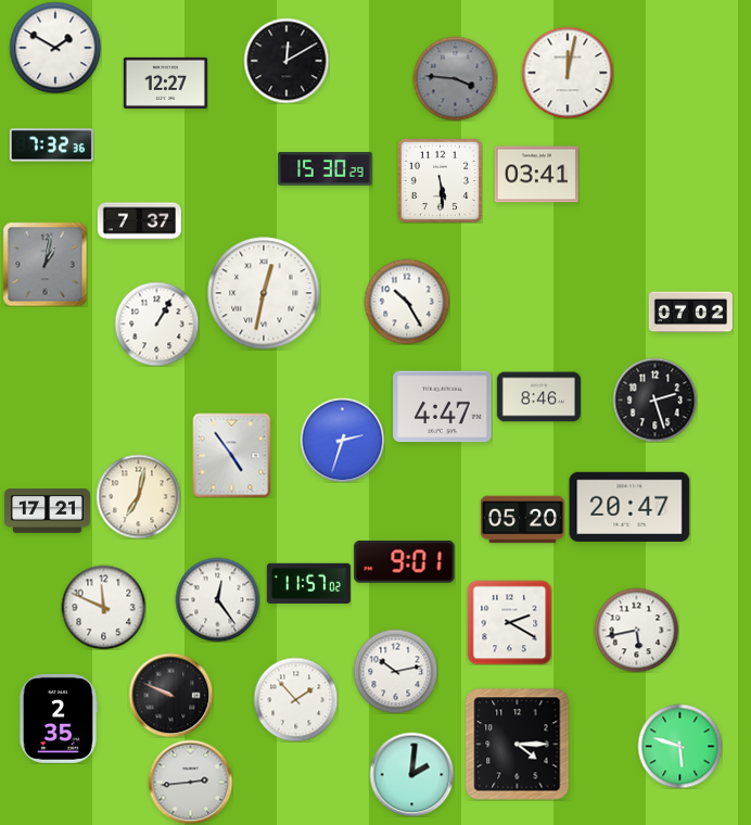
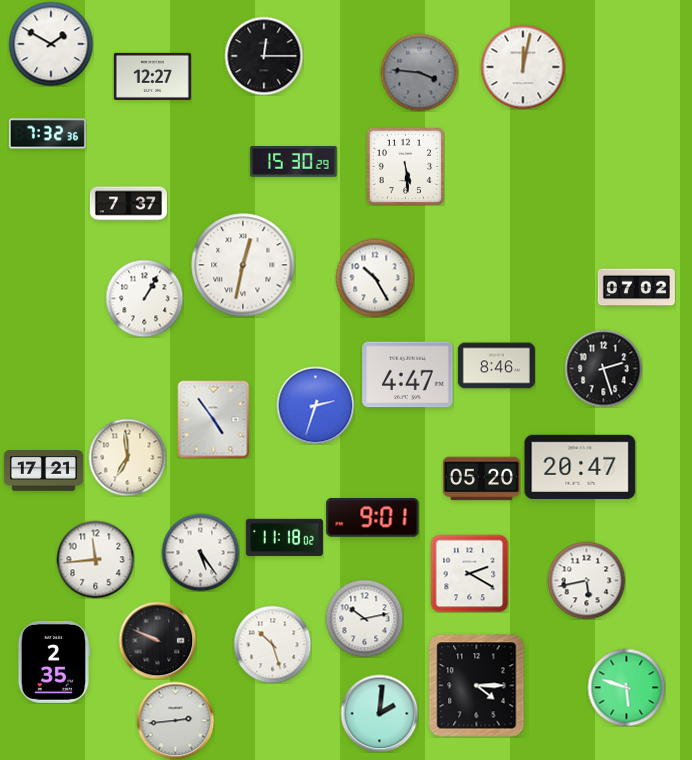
clock at (287, 61): 12:10 -> 12:15
clock at (326, 169) position: (326, 169) -> (294, 162)
clock at (536, 175): 03:41 -> none
clock at (44, 264): 1:02 -> none
clock at (264, 293) position: (264, 293) -> (243, 265)
clock at (138, 496): 7:02 -> 6:59
clock at (308, 583): 11:57 -> 11:18
clock at (217, 599): 12:24 -> 5:24
clock at (103, 607): 11:49 -> 11:44
clock at (295, 699): 1:53 -> 10:27
